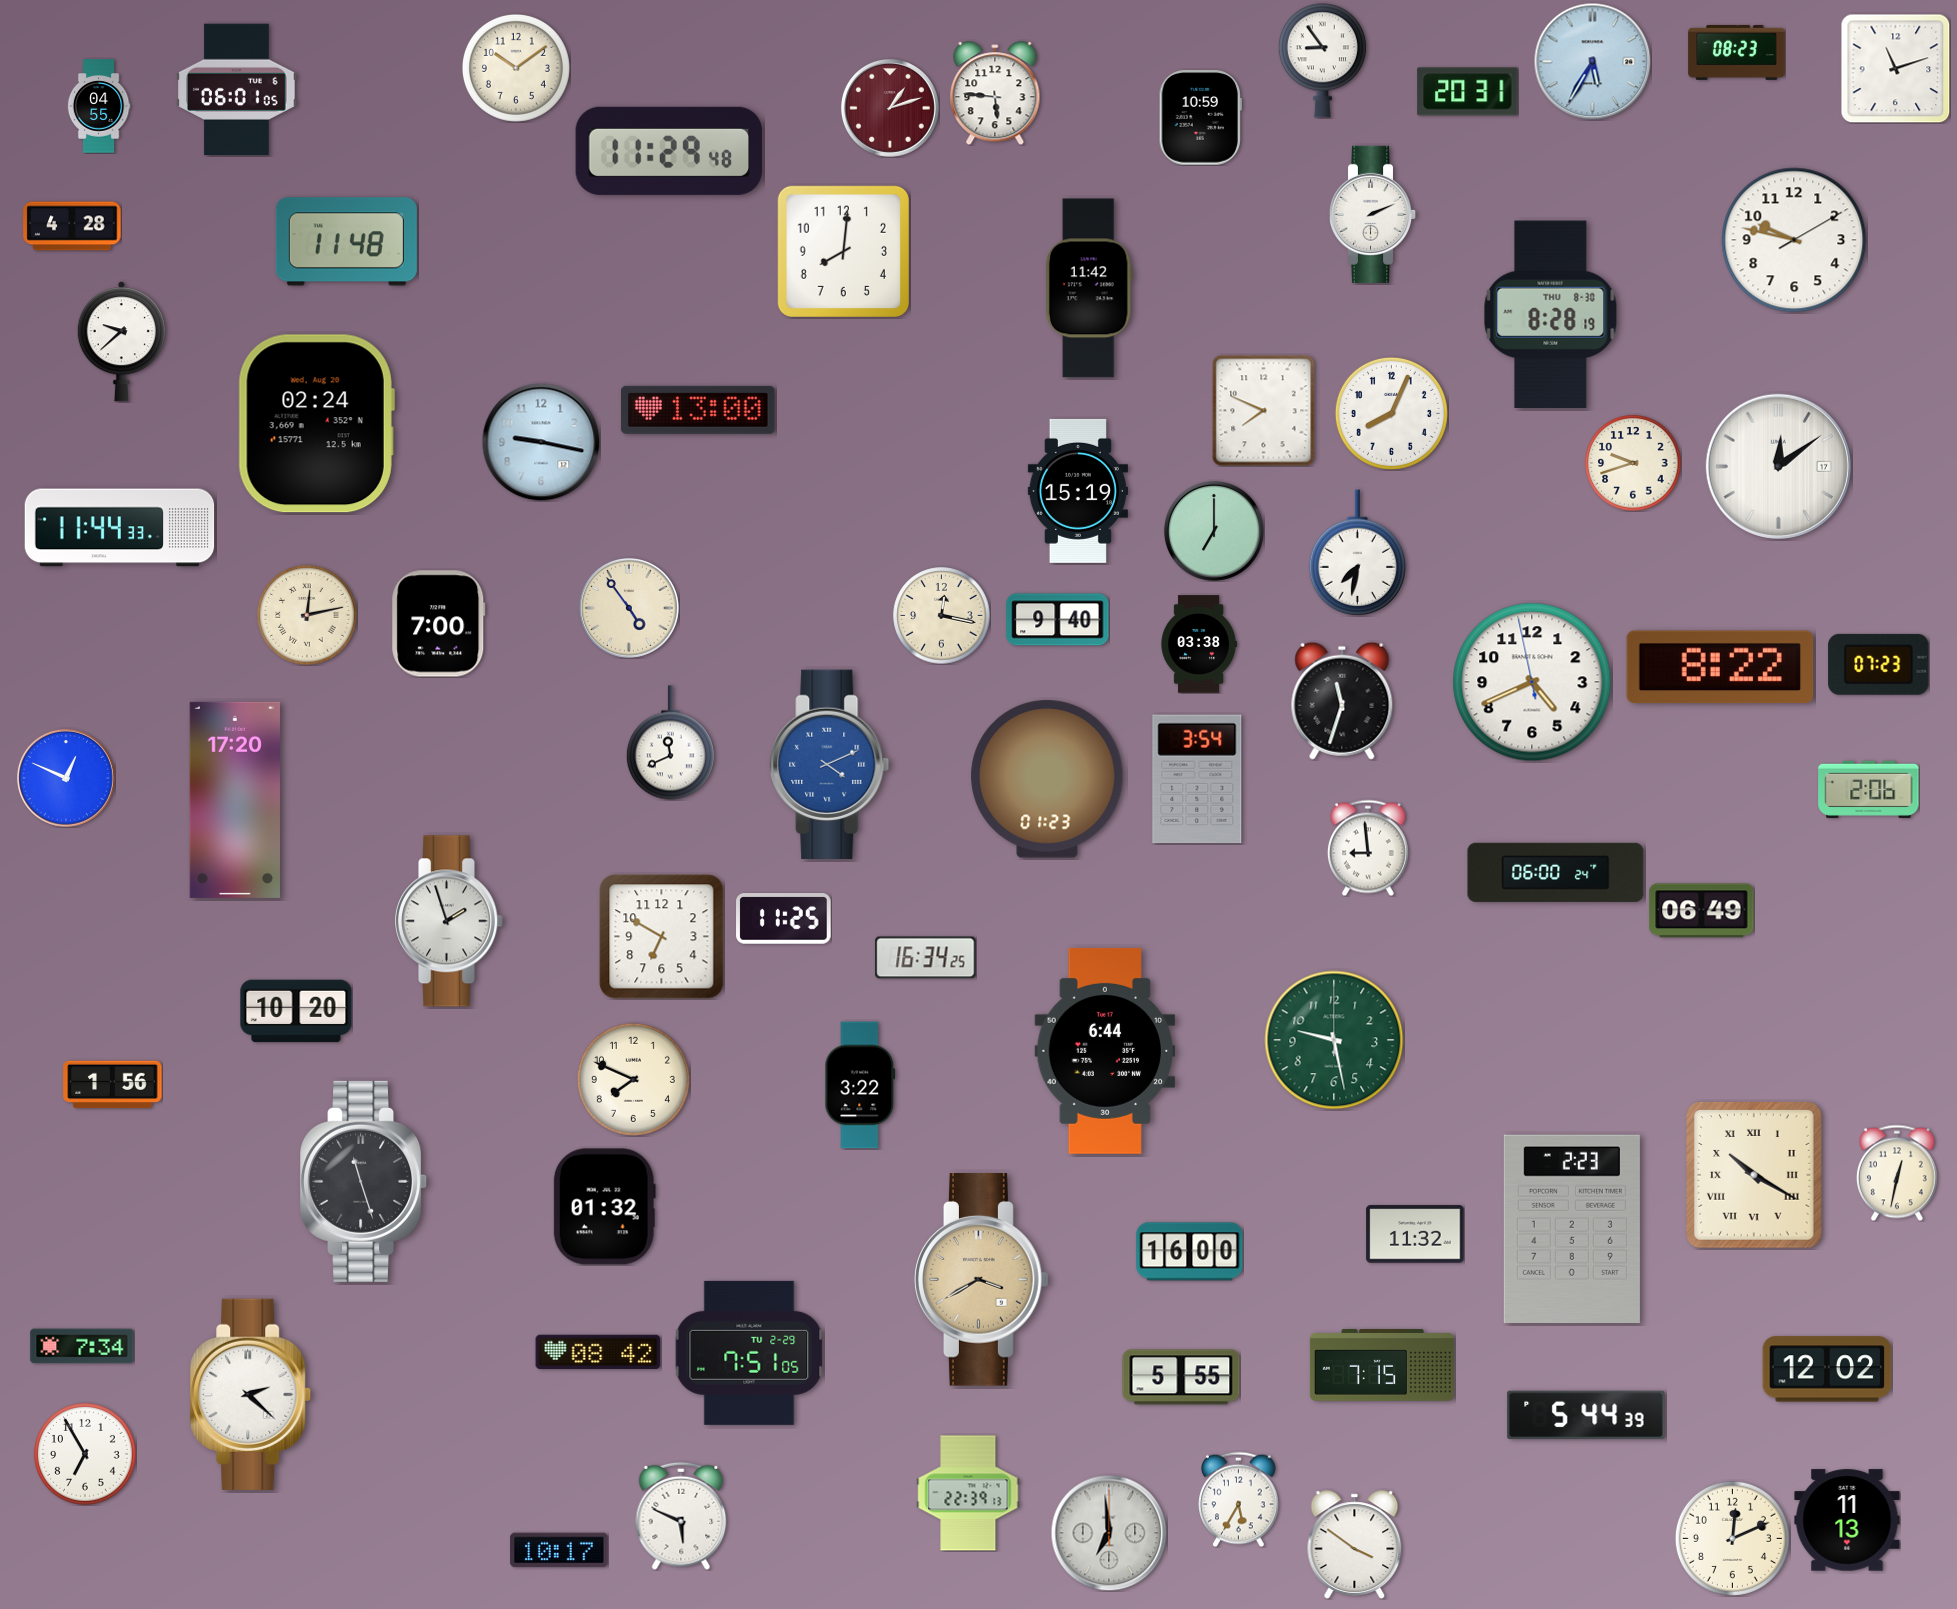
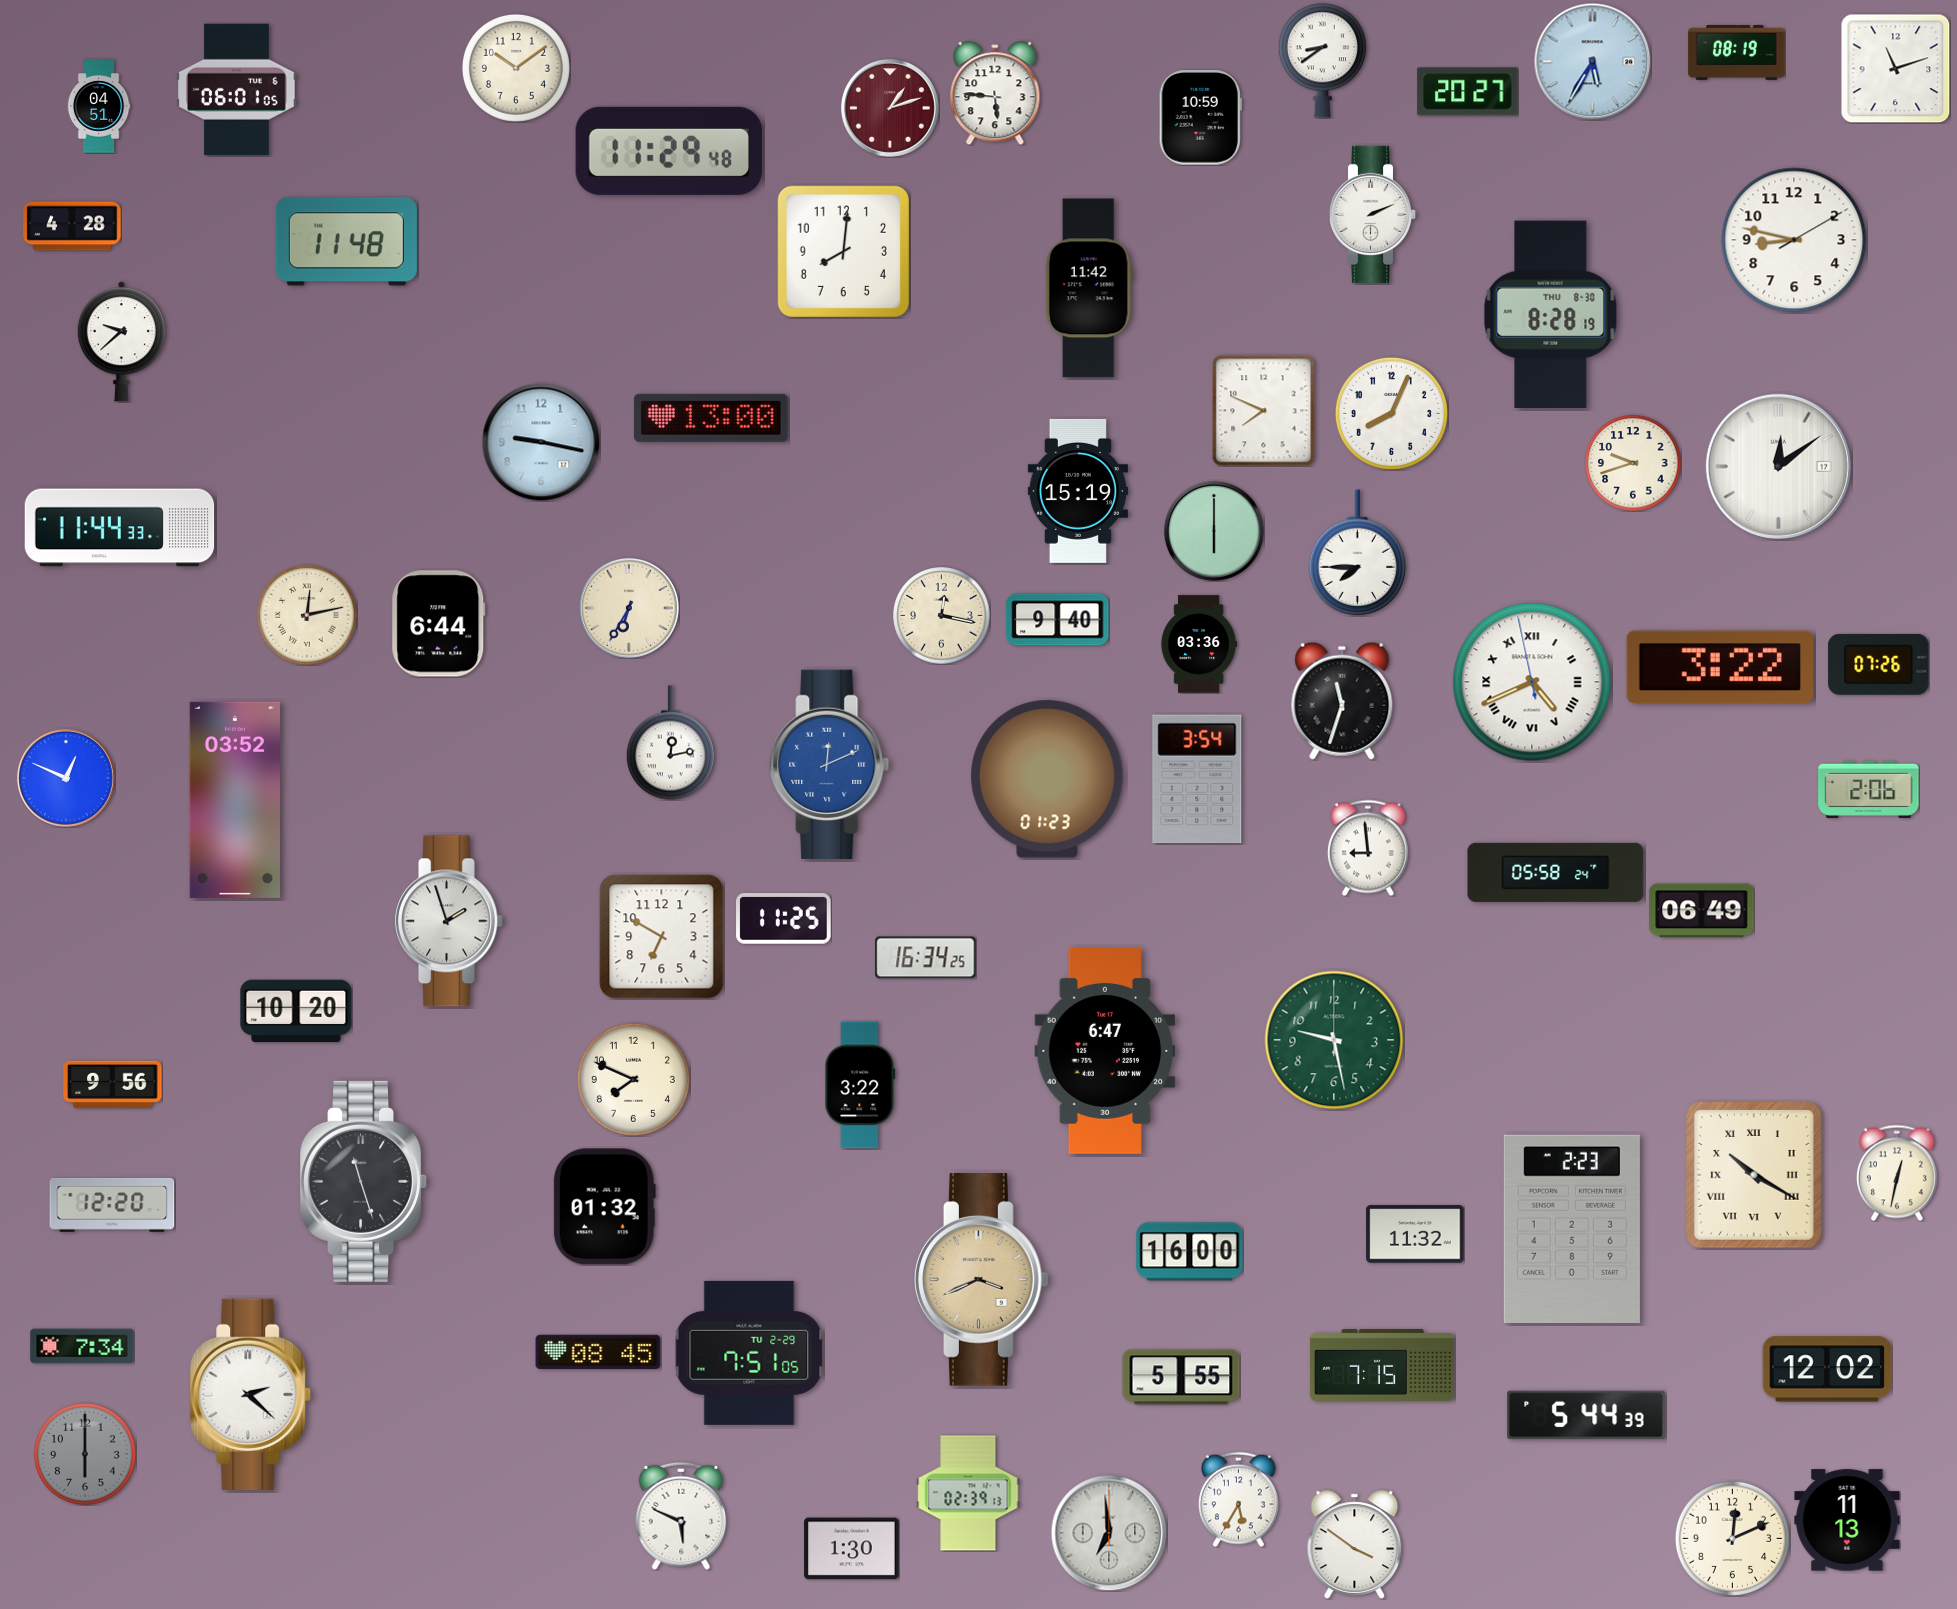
clock at (1737, 52): 08:23 -> 08:19
clock at (1322, 61): 8:54 -> 8:39
clock at (1468, 92): 20:31 -> 20:27
clock at (99, 106): 04:55 -> 04:51
clock at (1794, 240): 9:47 -> 8:47
clock at (698, 410) position: (698, 410) -> (711, 418)
clock at (316, 424): 02:24 -> none
clock at (1214, 531): 7:00 -> 6:00
clock at (1358, 553): 7:32 -> 7:45
clock at (629, 608): 4:54 -> 6:35
clock at (439, 624): 7:00 -> 6:44
clock at (1199, 644): 03:38 -> 03:36
clock at (1879, 664): 07:23 -> 07:26
clock at (1720, 667): 8:22 -> 3:22
clock at (1532, 682) numerals: Arabic -> Roman
clock at (670, 743): 11:41 -> 12:13
clock at (830, 764): 4:11 -> 12:11
clock at (235, 800): 17:20 -> 03:52
clock at (1556, 872): 06:00 -> 05:58
clock at (1105, 1051): 6:44 -> 6:47
clock at (113, 1085): 1:56 -> 9:56
clock at (112, 1205): none -> 12:20
clock at (982, 1280): 3:40 -> 3:41
clock at (598, 1352): 08:42 -> 08:45
clock at (85, 1454): 6:55 -> 6:00
clock at (85, 1454) dial: white -> grey
clock at (968, 1493): 22:39 -> 02:39
clock at (852, 1549): none -> 1:30
clock at (559, 1550): 10:17 -> none
